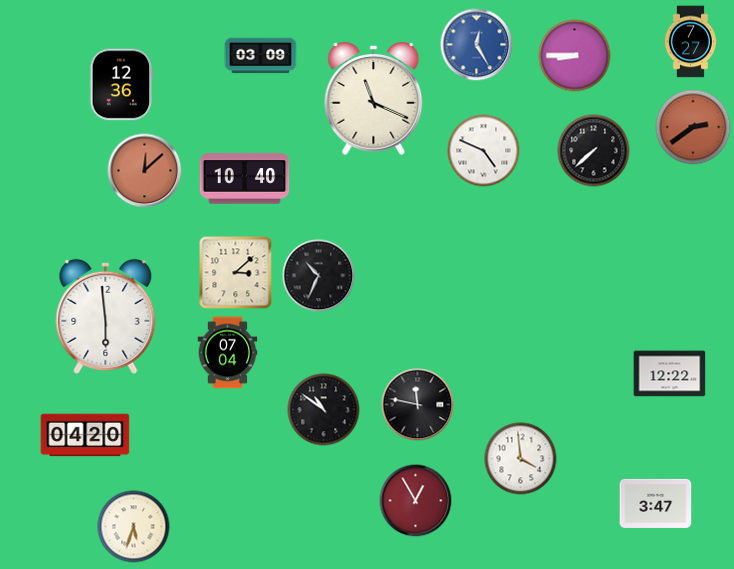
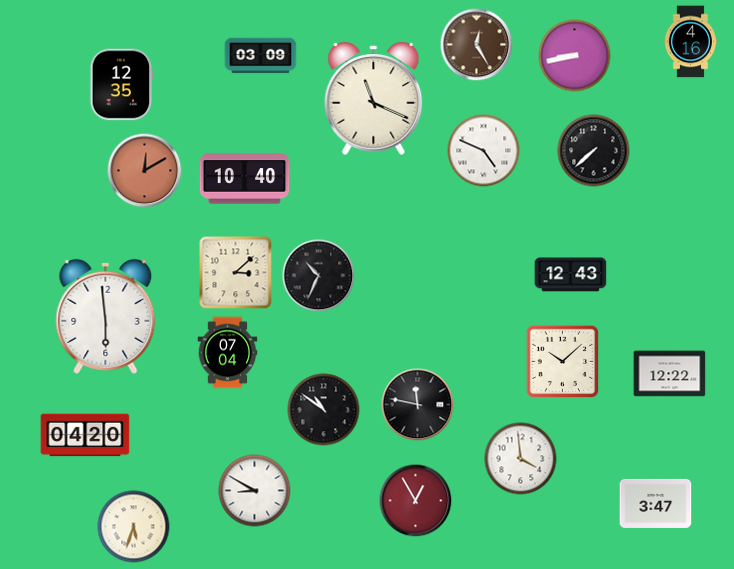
clock at (690, 42): 7:27 -> 4:16
clock at (477, 45) dial: blue -> brown
clock at (575, 56): 8:45 -> 8:43
clock at (122, 85): 12:36 -> 12:35
clock at (693, 127): 2:39 -> none
clock at (145, 171): 12:08 -> 12:10
clock at (571, 275): none -> 12:43
clock at (563, 362): none -> 10:08
clock at (255, 491): none -> 8:50
